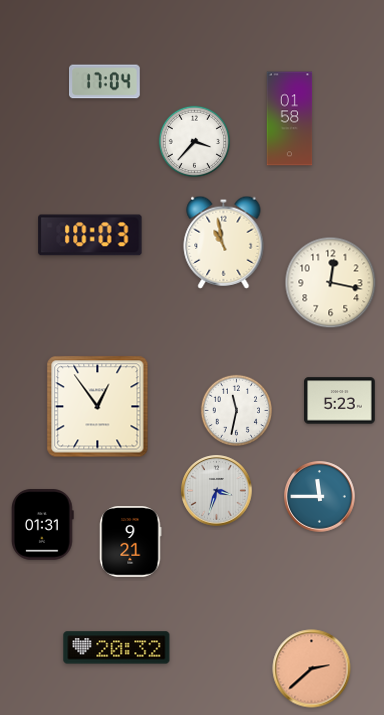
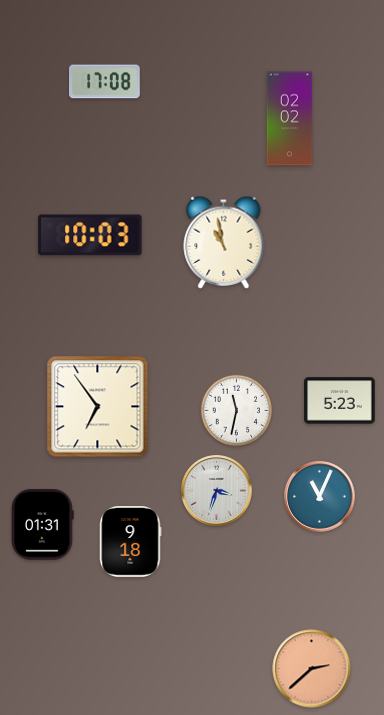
clock at (105, 82): 17:04 -> 17:08
clock at (290, 119): 01:58 -> 02:02
clock at (194, 141): 3:37 -> none
clock at (331, 283): 12:17 -> none
clock at (98, 407): 12:54 -> 6:54
clock at (320, 497): 11:45 -> 11:04
clock at (131, 542): 9:21 -> 9:18
clock at (117, 648): 20:32 -> none
